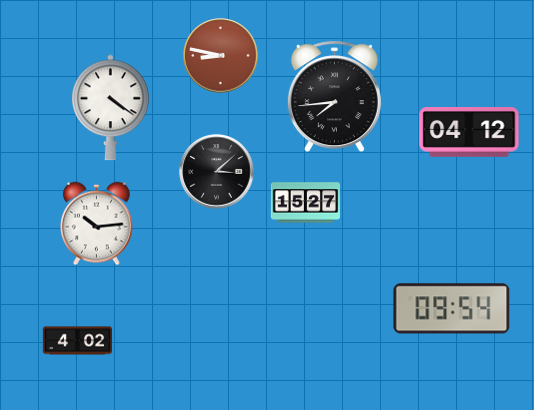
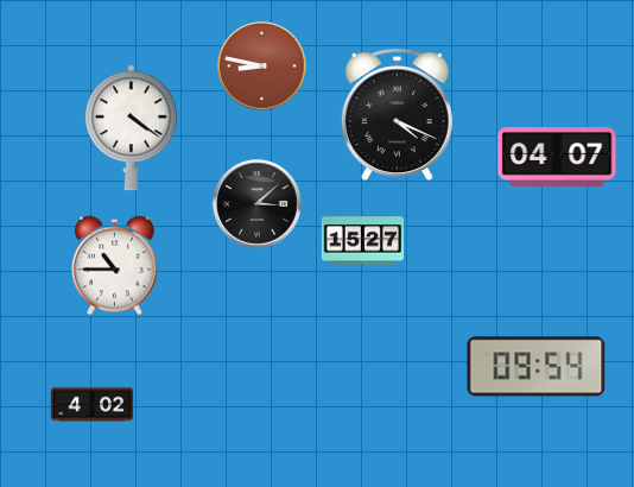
clock at (334, 97): 7:44 -> 4:19
clock at (469, 133): 04:12 -> 04:07
clock at (97, 224): 10:14 -> 10:45
